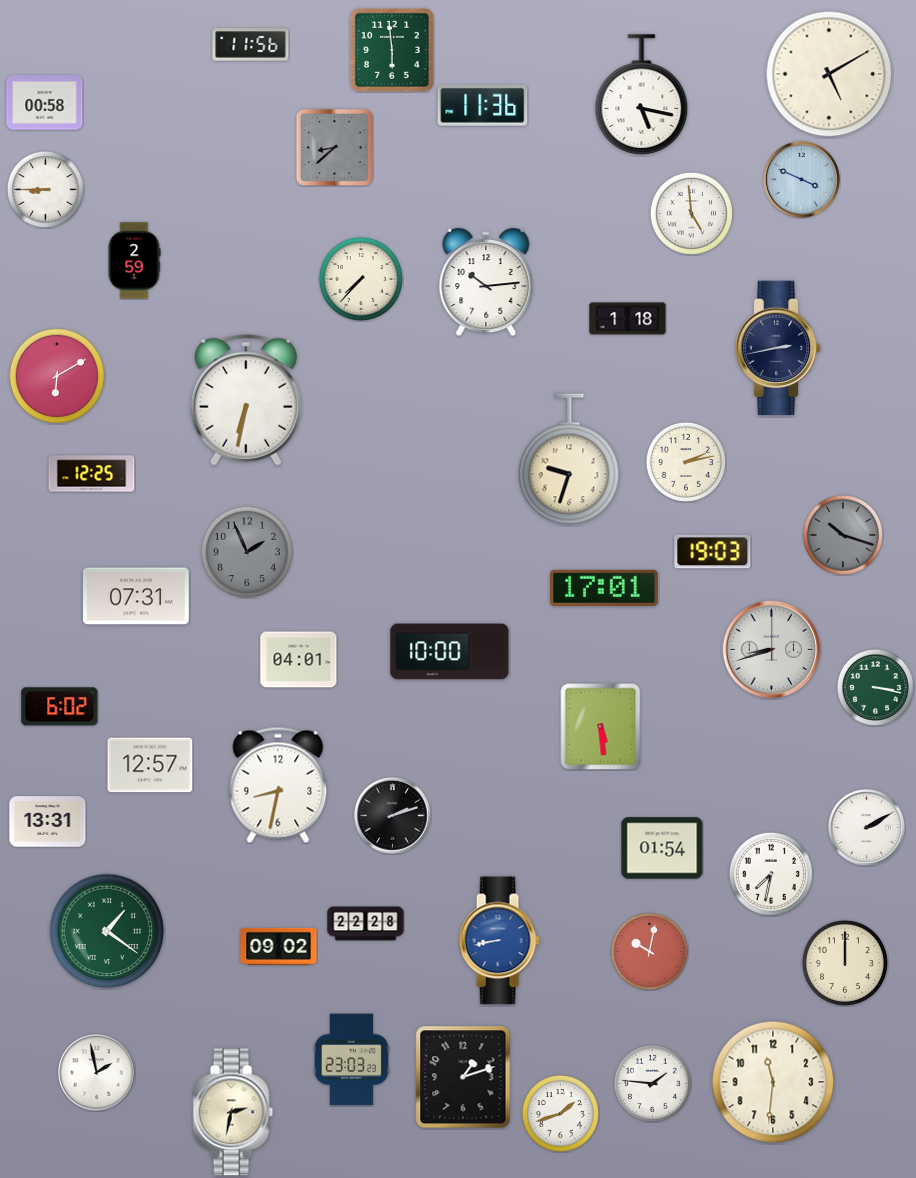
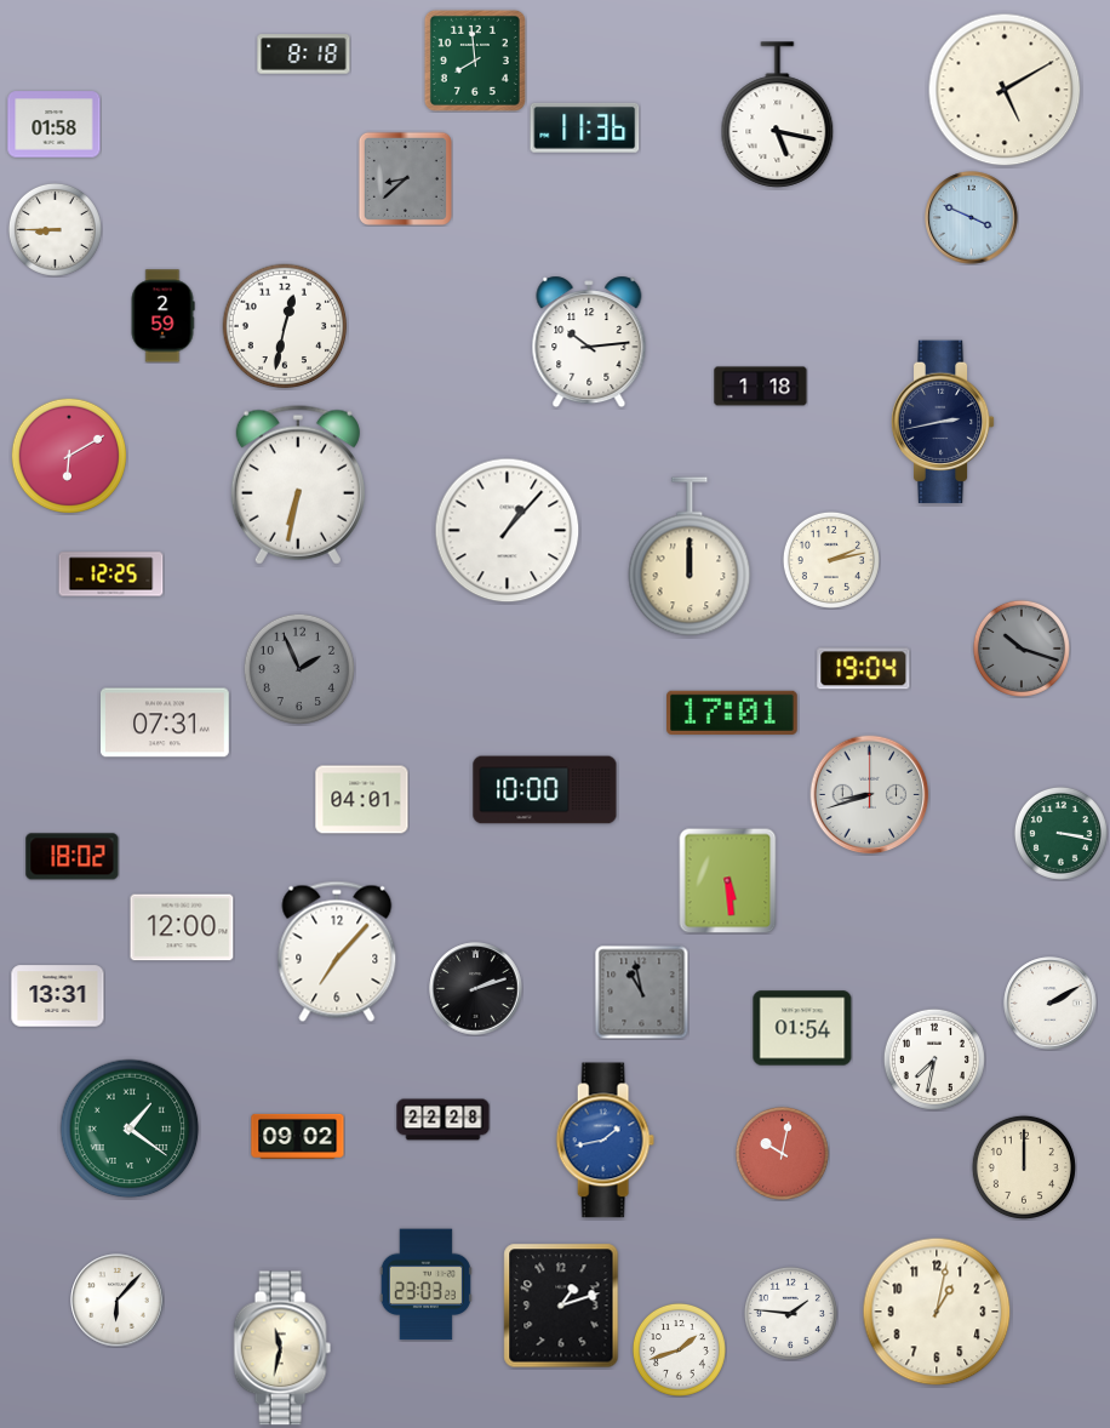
clock at (251, 45): 11:56 -> 8:18
clock at (392, 50): 5:59 -> 7:59
clock at (45, 103): 00:58 -> 01:58
clock at (691, 213): 4:59 -> none
clock at (285, 326): none -> 12:32
clock at (361, 279): 7:37 -> none
clock at (508, 531): none -> 1:07
clock at (569, 459): 9:33 -> 12:00
clock at (713, 552): 19:03 -> 19:04
clock at (772, 650) position: (772, 650) -> (870, 795)
clock at (60, 707): 6:02 -> 18:02
clock at (150, 765): 12:57 -> 12:00
clock at (278, 785): 8:32 -> 7:07
clock at (641, 992): none -> 10:58
clock at (499, 941): 8:43 -> 1:43
clock at (279, 946) position: (279, 946) -> (298, 1136)
clock at (649, 951) position: (649, 951) -> (782, 1153)
clock at (97, 1073): 1:58 -> 6:07
clock at (773, 1082): 11:31 -> 1:02
clock at (233, 1112): 2:32 -> 11:32
